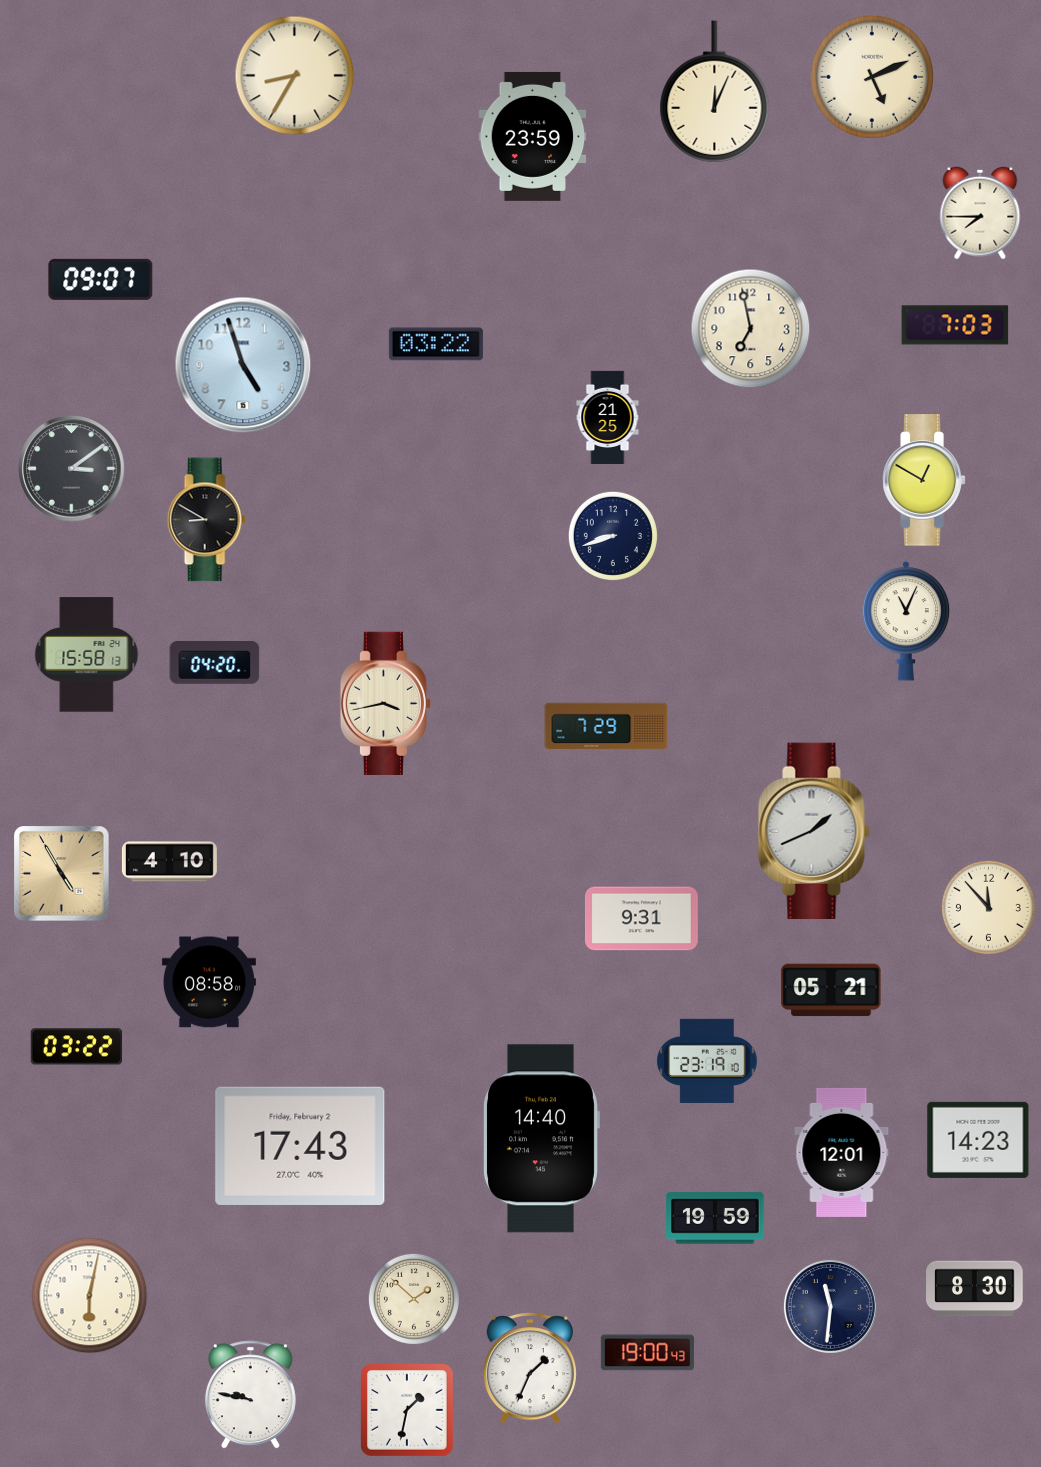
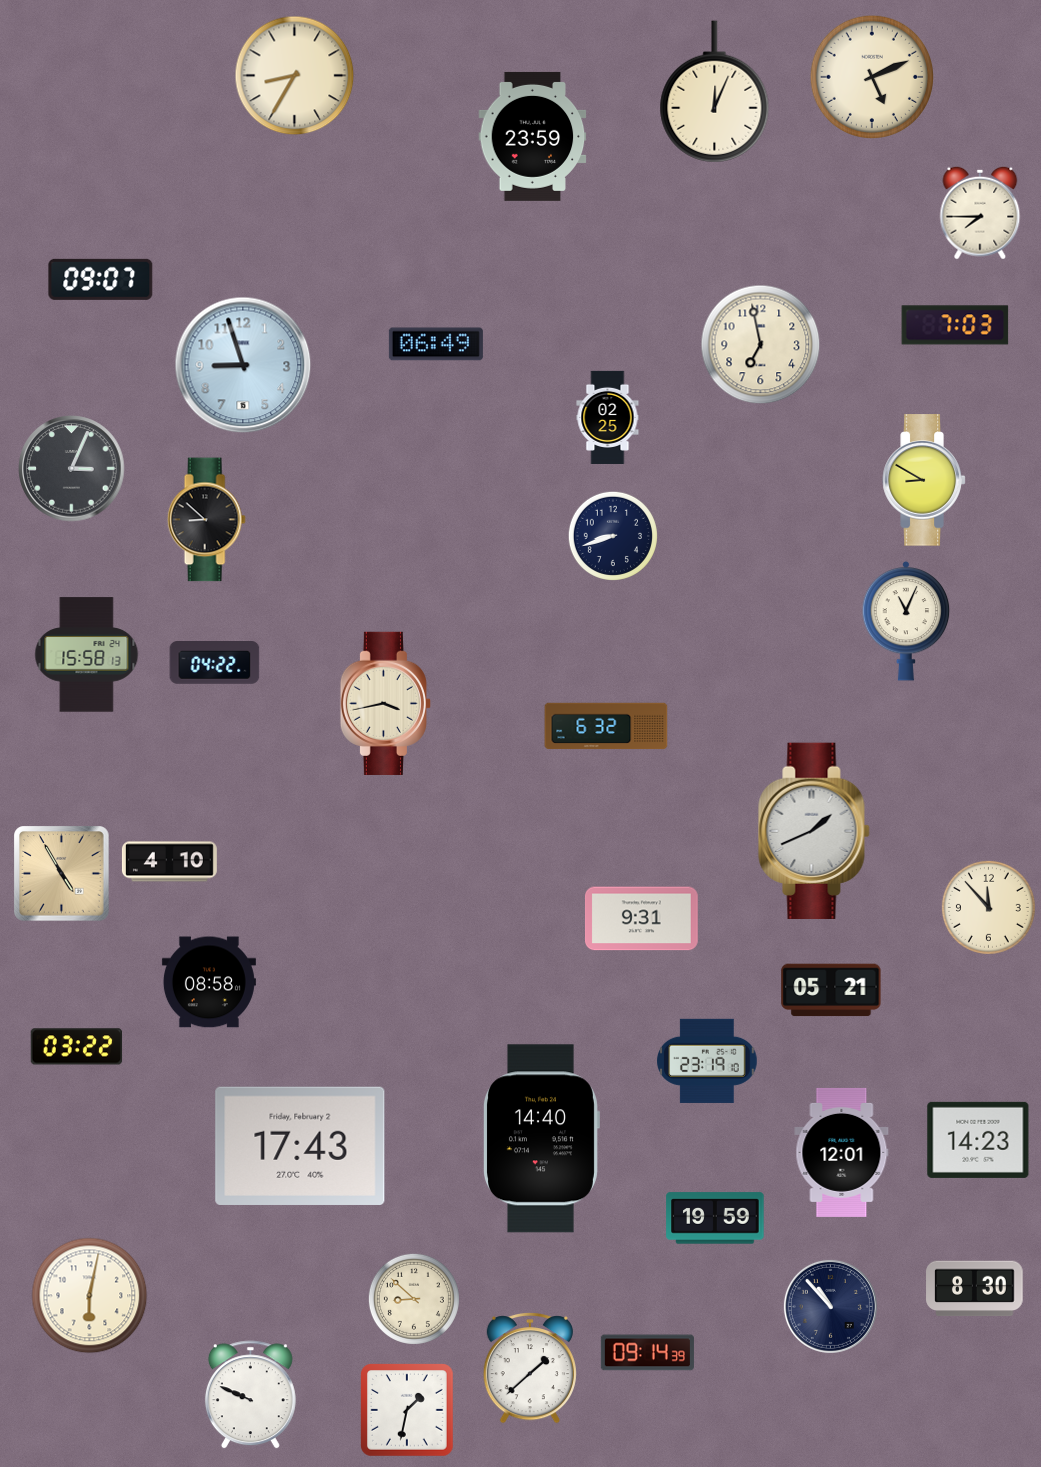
clock at (751, 329) position: (751, 329) -> (761, 345)
clock at (436, 344): 03:22 -> 06:49
clock at (243, 365): 4:57 -> 8:57
clock at (608, 417): 21:25 -> 02:25
clock at (72, 469): 3:09 -> 3:04
clock at (924, 480): 12:50 -> 8:50
clock at (206, 520): 8:50 -> 8:52
clock at (215, 663): 04:20 -> 04:22
clock at (606, 726): 7:29 -> 6:32
clock at (414, 1299): 1:52 -> 8:52
clock at (830, 1306): 11:31 -> 10:53
clock at (647, 1353): 19:00 -> 09:14
clock at (530, 1368): 1:34 -> 1:38
clock at (250, 1395): 9:47 -> 9:49
